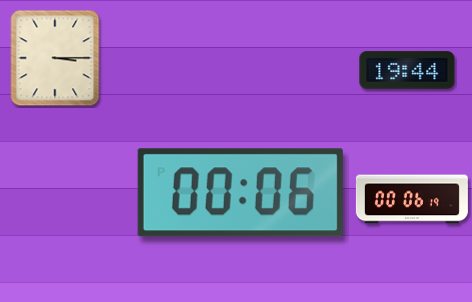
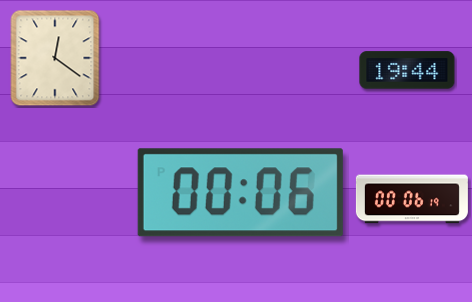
clock at (55, 58): 3:15 -> 12:21
